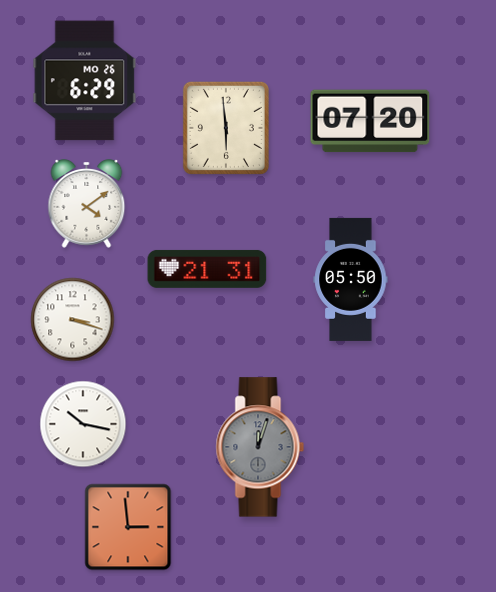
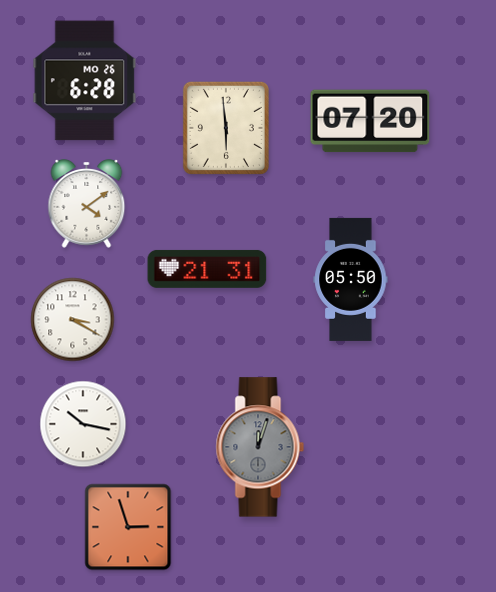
clock at (85, 81): 6:29 -> 6:28
clock at (73, 320): 3:18 -> 3:20
clock at (128, 527): 2:59 -> 2:57
